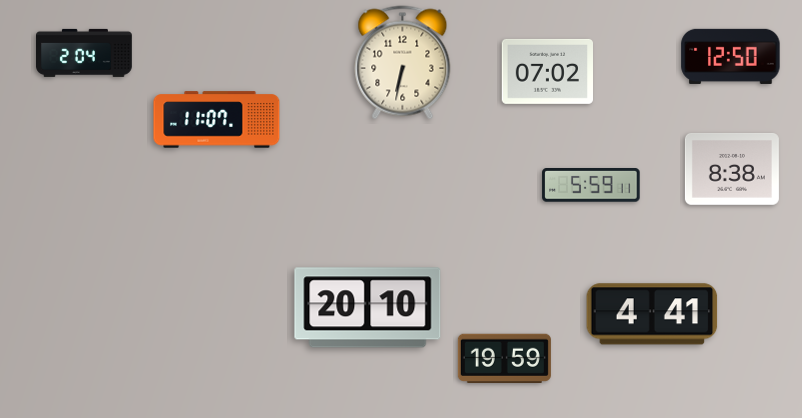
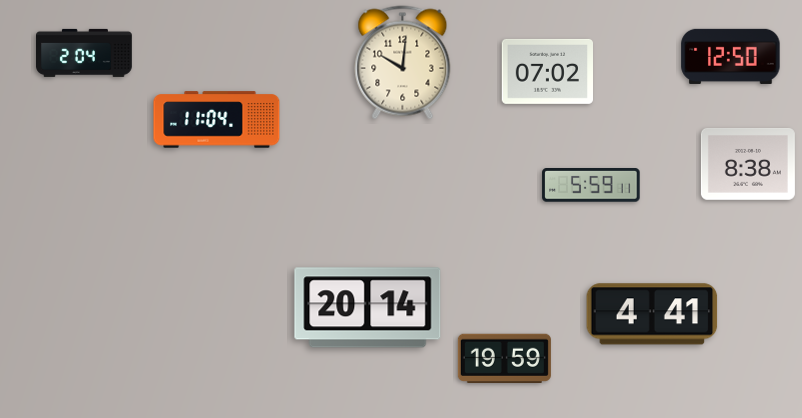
clock at (403, 63): 6:32 -> 10:01
clock at (217, 120): 11:07 -> 11:04
clock at (732, 169) position: (732, 169) -> (748, 164)
clock at (368, 308): 20:10 -> 20:14
